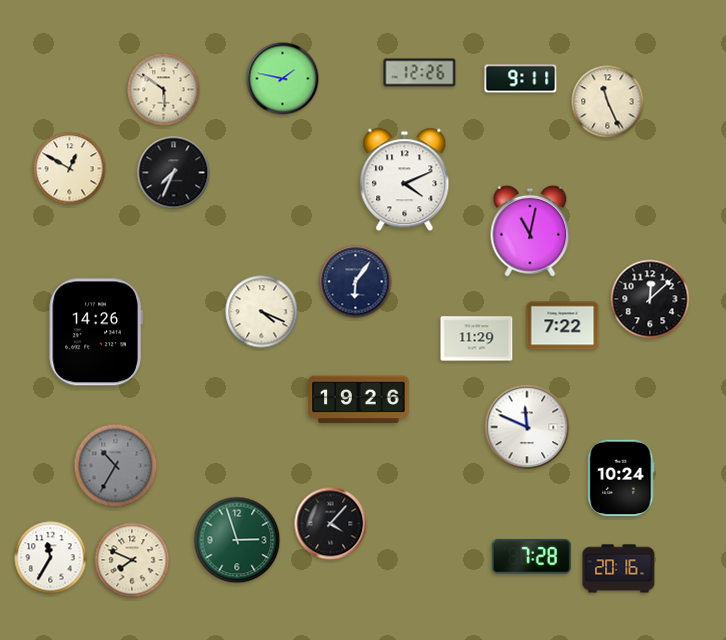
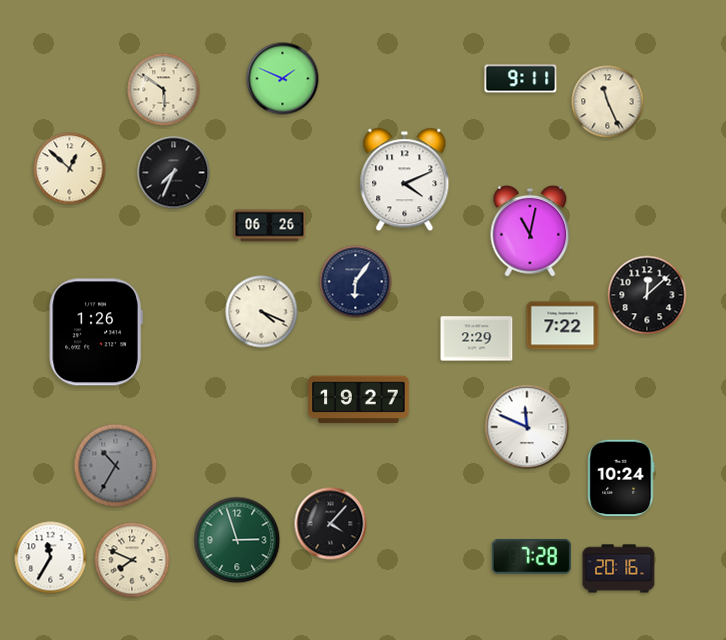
clock at (420, 73): 12:26 -> none
clock at (283, 79): 1:47 -> 1:49
clock at (70, 169): 12:50 -> 12:52
clock at (270, 226): none -> 06:26
clock at (650, 299) position: (650, 299) -> (647, 295)
clock at (96, 332): 14:26 -> 1:26
clock at (477, 339): 11:29 -> 2:29
clock at (359, 400): 19:26 -> 19:27
